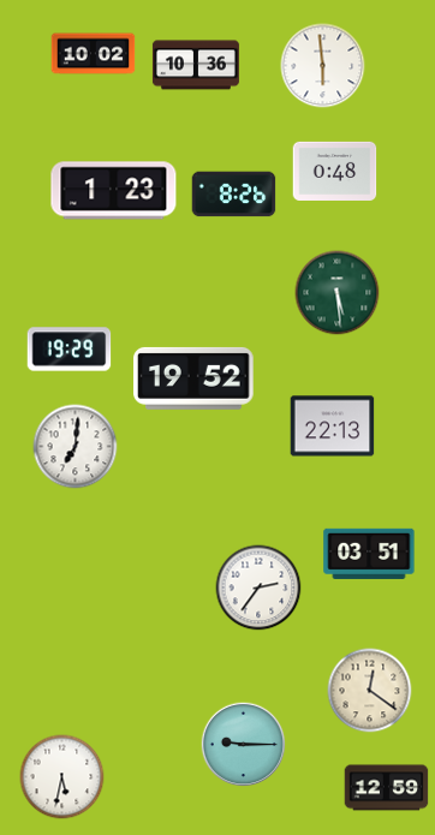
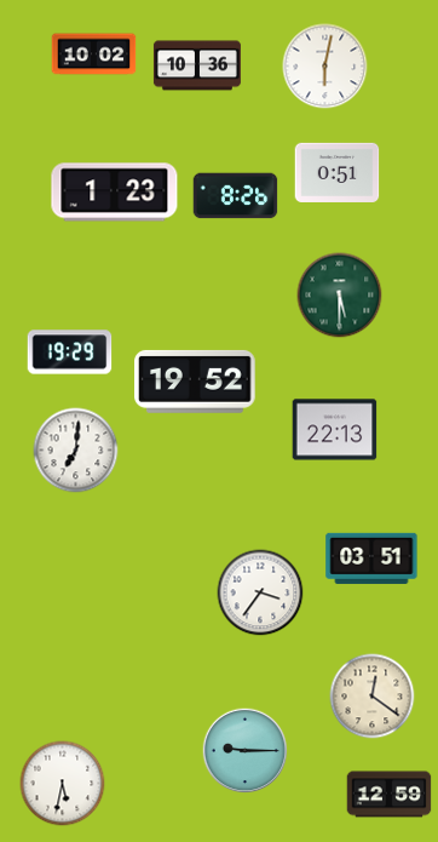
clock at (323, 66): 5:59 -> 6:02
clock at (335, 171): 0:48 -> 0:51
clock at (338, 293): 5:29 -> 5:30
clock at (258, 588): 2:36 -> 3:36
